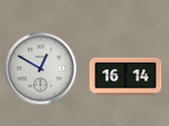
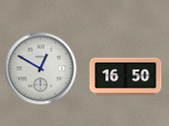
clock at (126, 77): 16:14 -> 16:50
